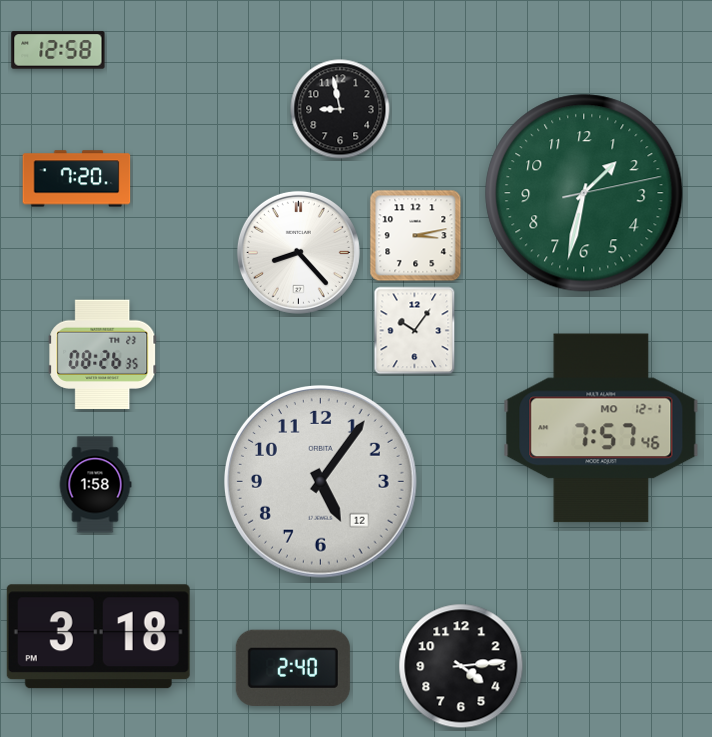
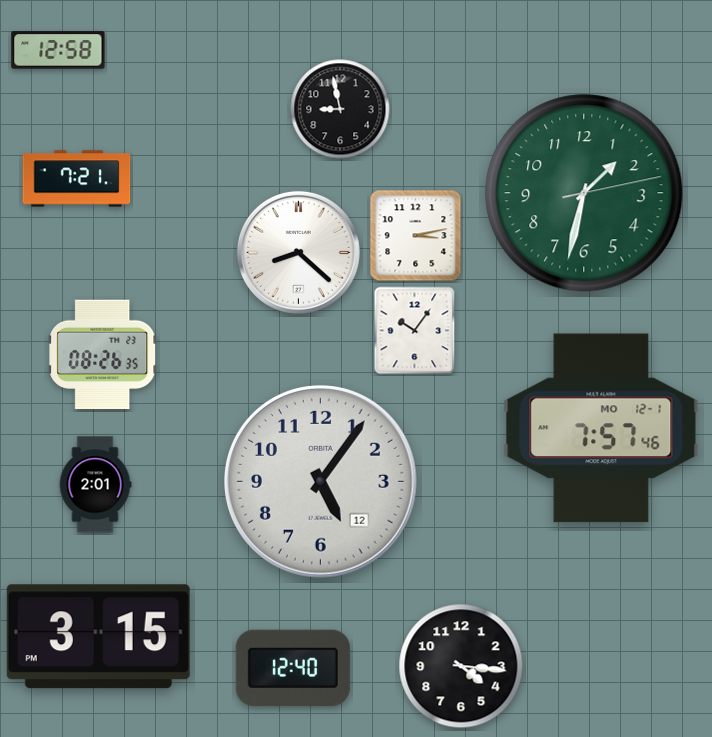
clock at (77, 179): 7:20 -> 7:21
clock at (298, 252): 8:23 -> 8:22
clock at (95, 485): 1:58 -> 2:01
clock at (98, 637): 3:18 -> 3:15
clock at (461, 666): 4:14 -> 4:16
clock at (293, 668): 2:40 -> 12:40
